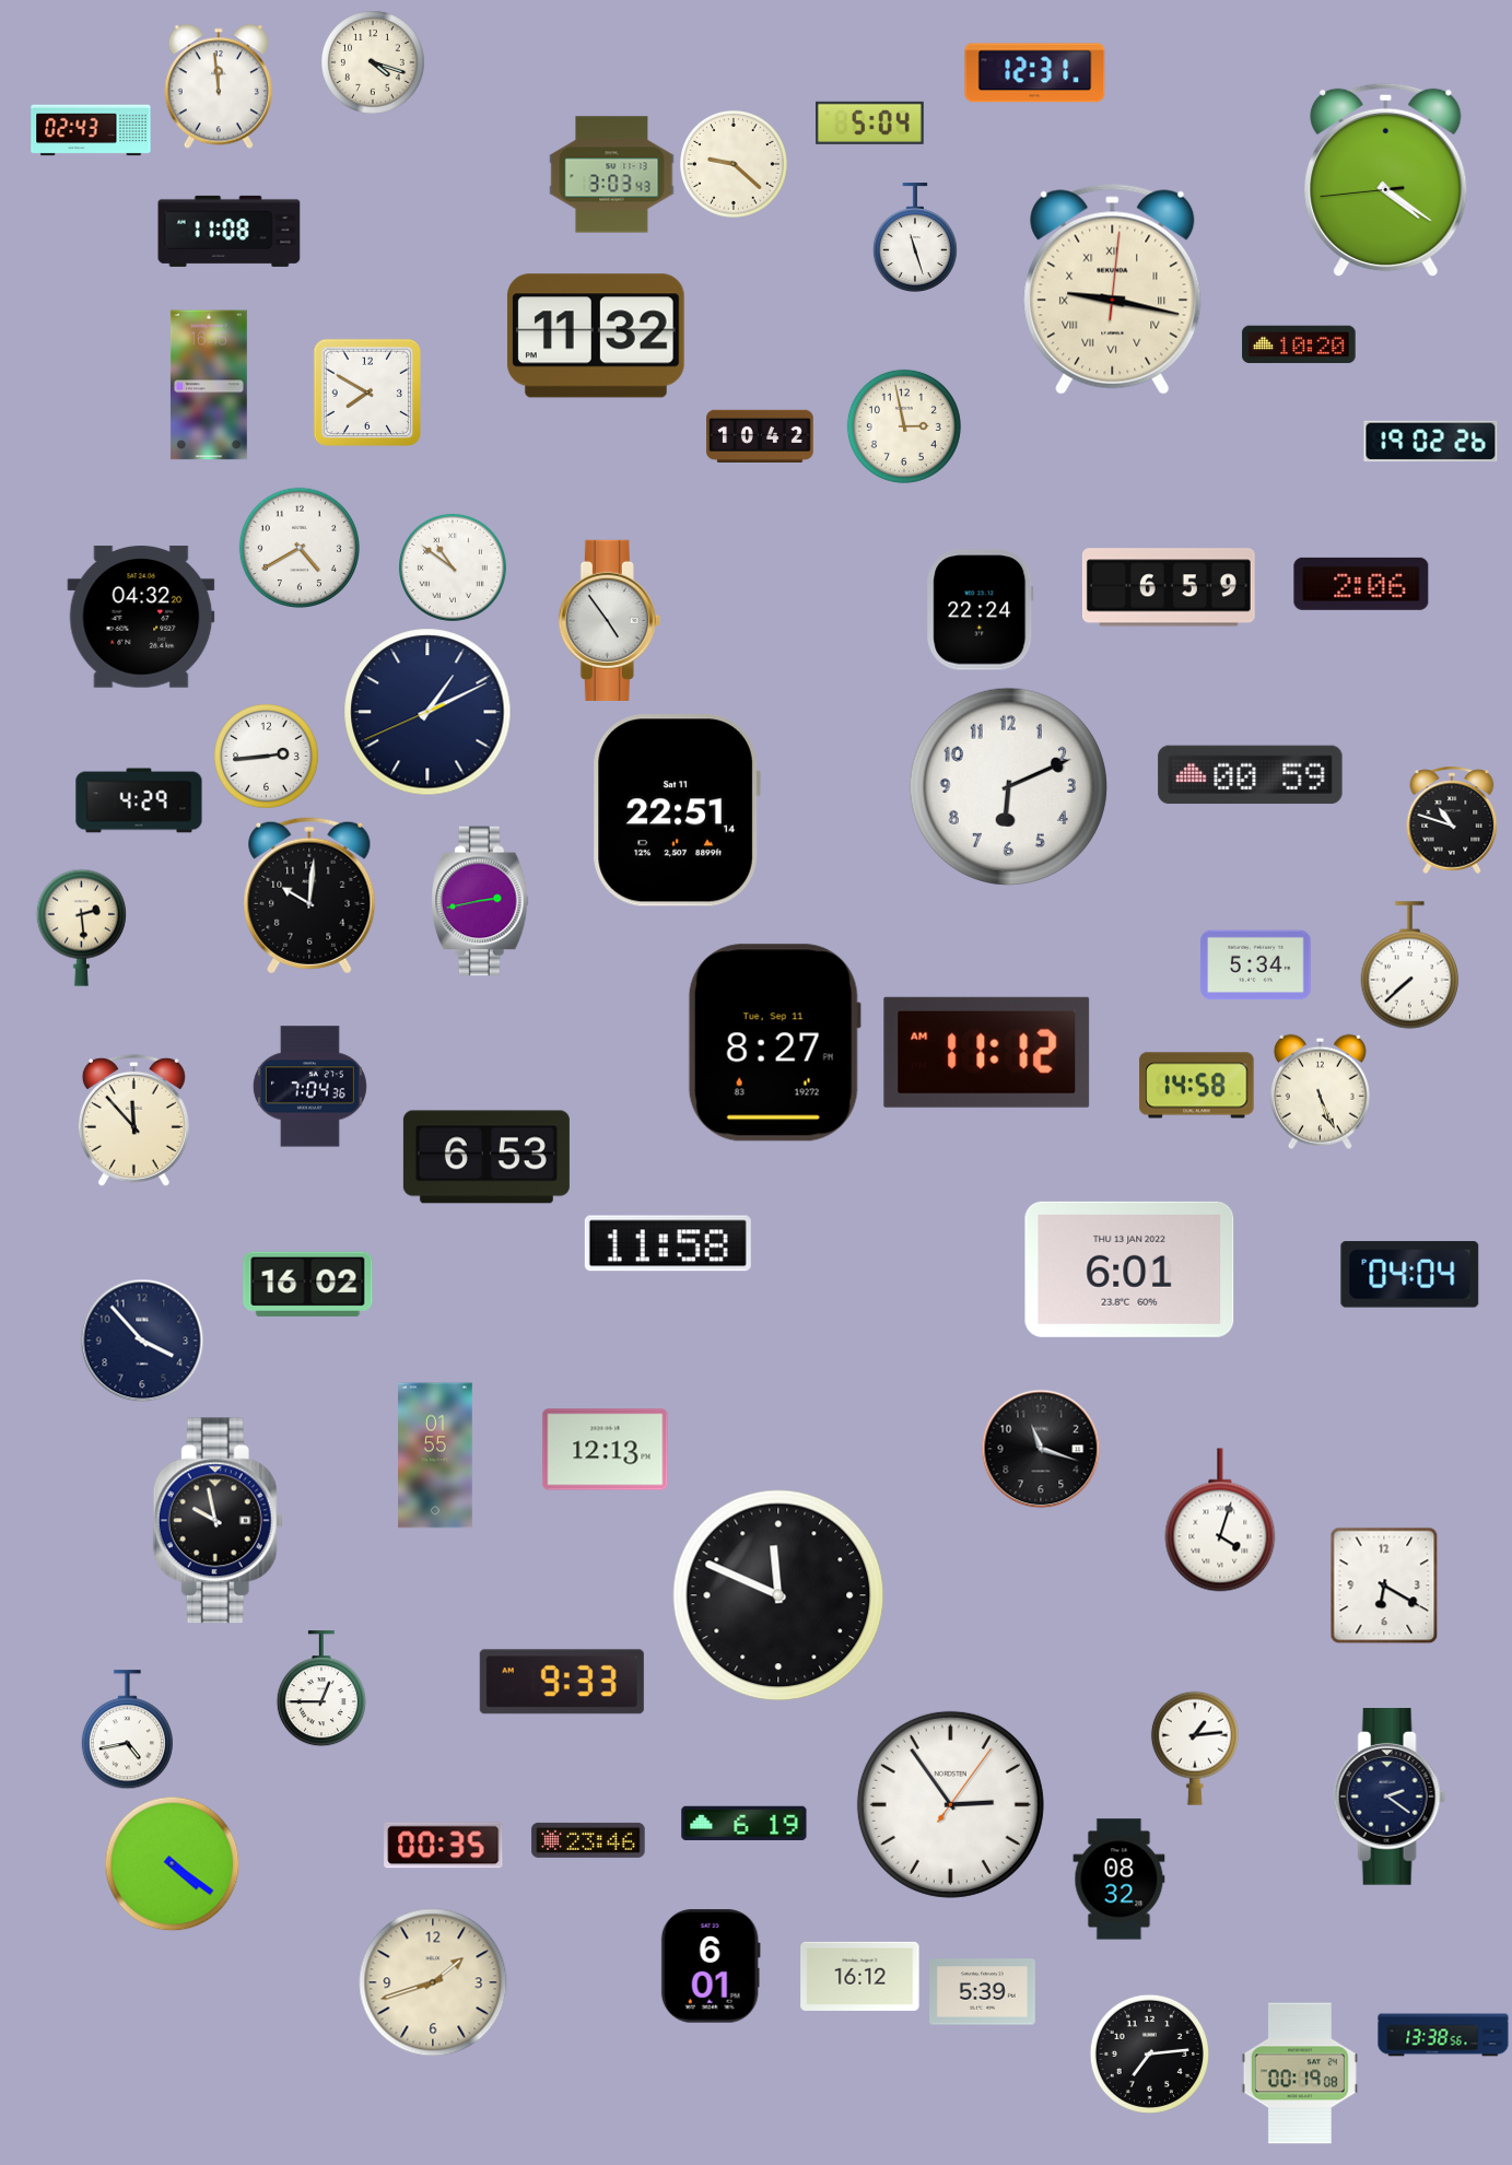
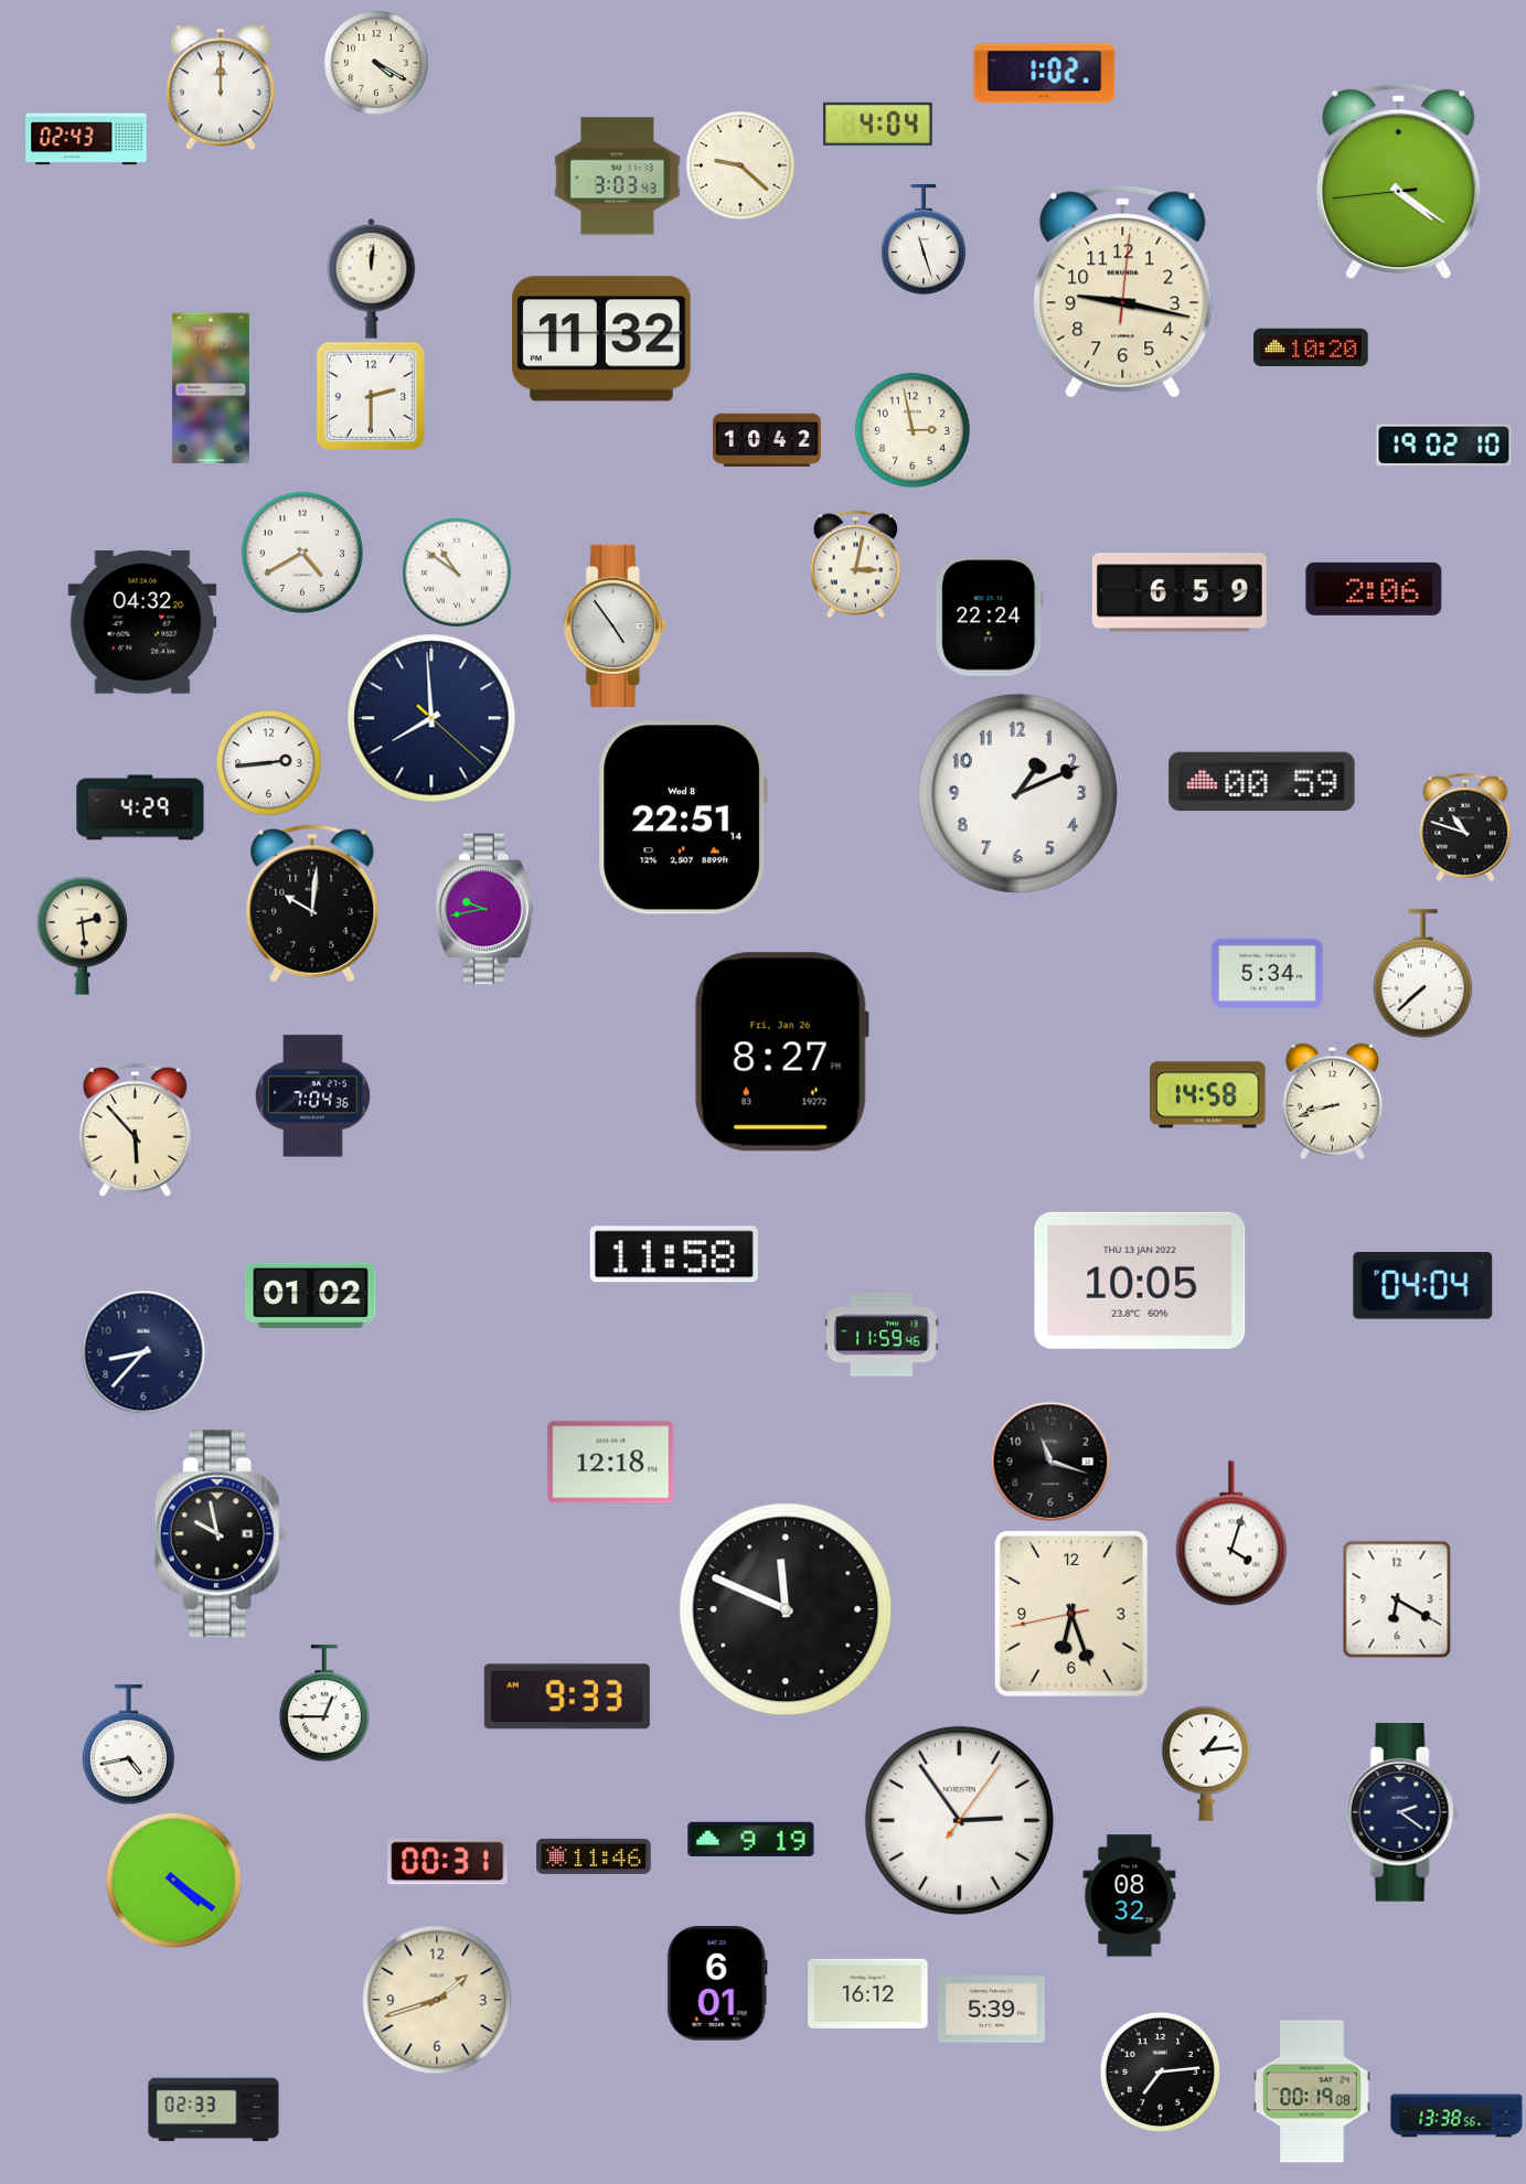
clock at (373, 62): 4:18 -> 4:20
clock at (1035, 73): 12:31 -> 1:02
clock at (219, 86): 11:59 -> 12:00
clock at (870, 122): 5:04 -> 4:04
clock at (91, 130) position: (91, 130) -> (86, 139)
clock at (230, 231): 11:08 -> none
clock at (372, 278): none -> 12:01
clock at (1113, 289) numerals: Roman -> Arabic
clock at (367, 393): 7:50 -> 2:30
clock at (1431, 442): 19:02:26 -> 19:02:10
clock at (855, 564): none -> 3:02
clock at (427, 712): 1:10 -> 7:59
clock at (1008, 786): 6:11 -> 1:11
clock at (677, 810) date: Sat 11 -> Wed 8
clock at (481, 901): 2:43 -> 9:43
clock at (774, 1043) date: Tue, Sep 11 -> Fri, Jan 26
clock at (987, 1052): 11:12 -> none
clock at (1320, 1091): 5:26 -> 8:42
clock at (133, 1120): 11:53 -> 5:53
clock at (487, 1157): 6:53 -> none
clock at (1129, 1269): 6:01 -> 10:05
clock at (308, 1284): 16:02 -> 01:02
clock at (882, 1335): none -> 11:59
clock at (142, 1341): 3:53 -> 8:37
clock at (606, 1450): 12:13 -> 12:18
clock at (436, 1455): 01:55 -> none
clock at (1071, 1615): none -> 6:26
clock at (745, 1823): 6:19 -> 9:19
clock at (588, 1840): 23:46 -> 11:46
clock at (444, 1846): 00:35 -> 00:31
clock at (1443, 2035) position: (1443, 2035) -> (1456, 2116)
clock at (214, 2110): none -> 02:33
